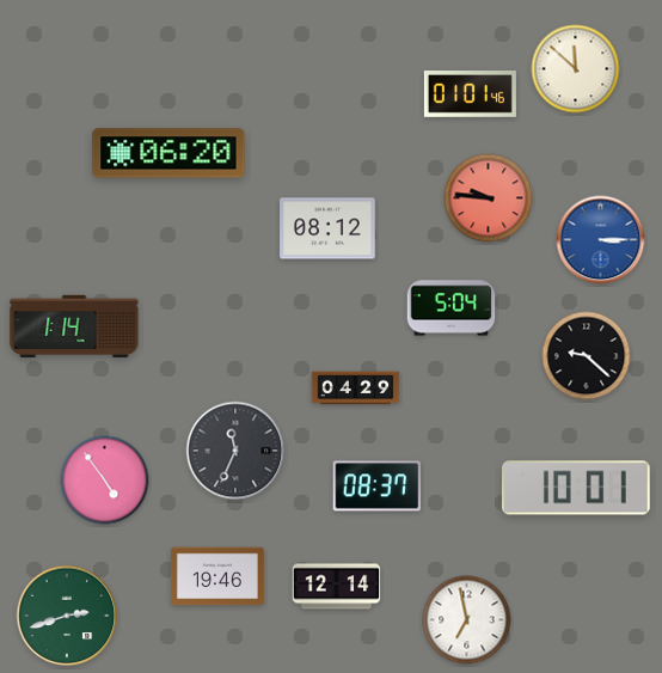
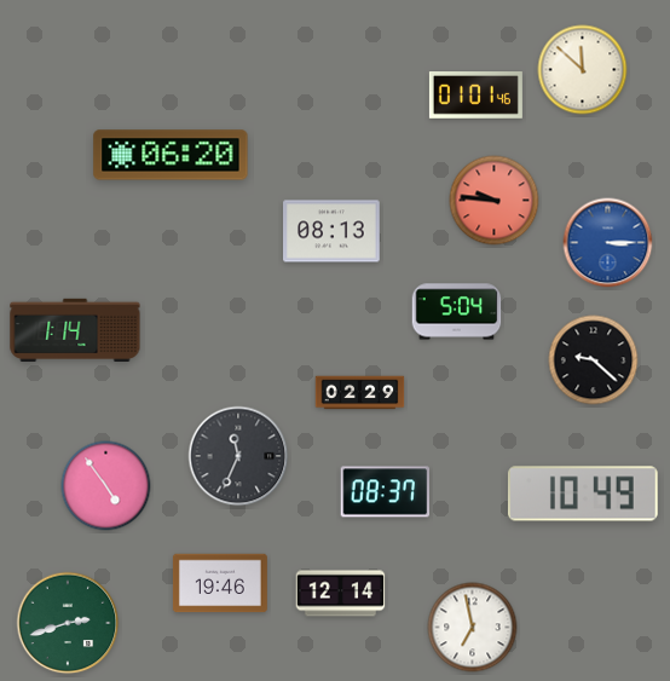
clock at (327, 228): 08:12 -> 08:13
clock at (356, 388): 04:29 -> 02:29
clock at (378, 487) position: (378, 487) -> (386, 492)
clock at (576, 488): 10:01 -> 10:49
